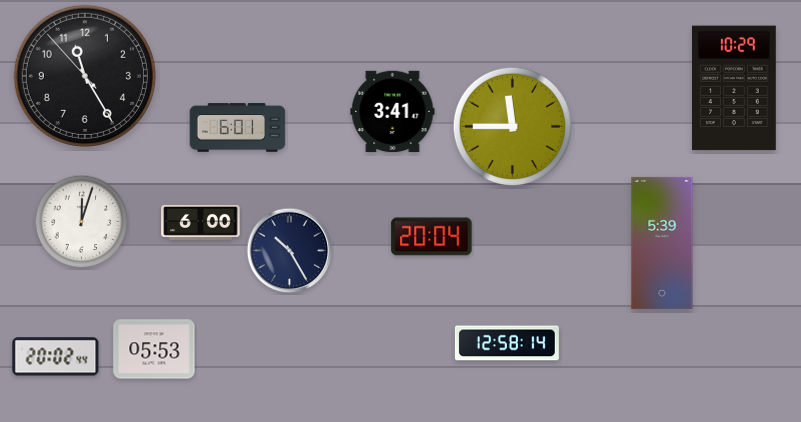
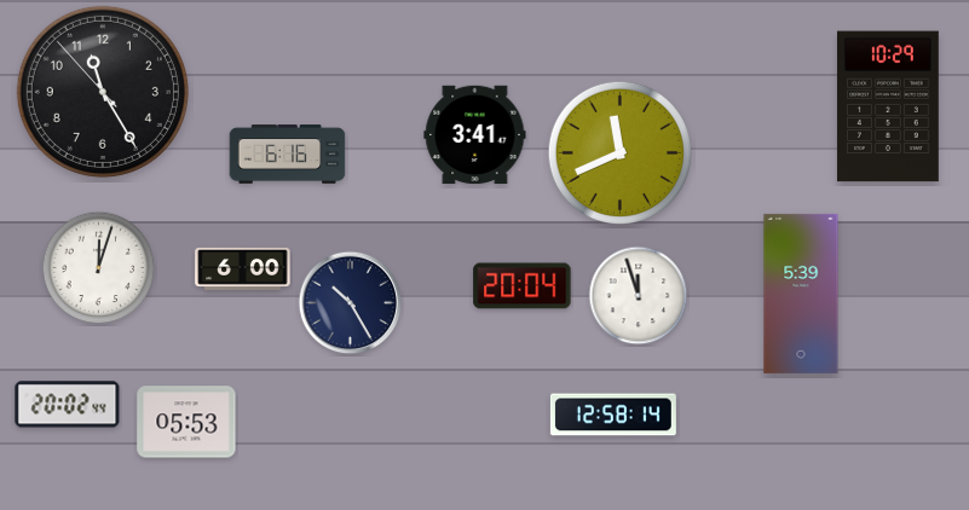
clock at (512, 126): 11:45 -> 11:41
clock at (238, 128): 6:01 -> 6:16
clock at (639, 296): none -> 11:57
clock at (56, 357) position: (56, 357) -> (68, 405)
